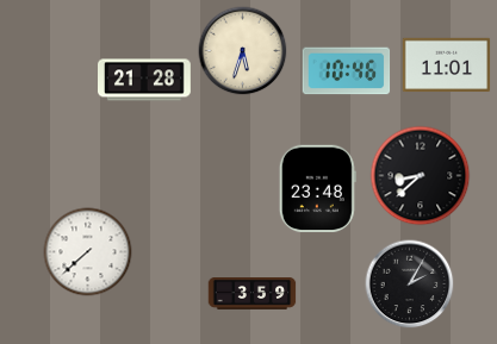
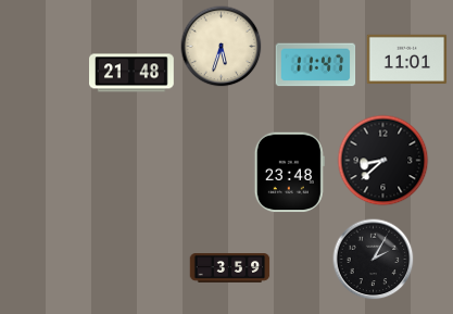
clock at (347, 71): 10:46 -> 11:47
clock at (145, 80): 21:28 -> 21:48
clock at (88, 252): 7:38 -> none
